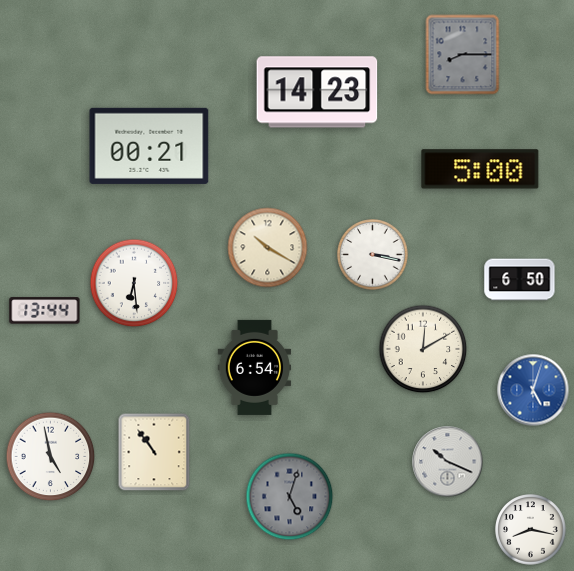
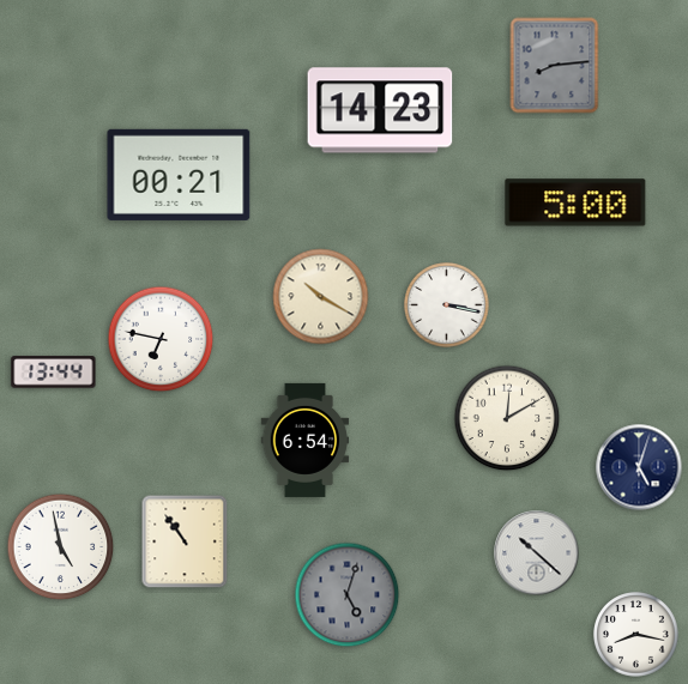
clock at (463, 55): 8:15 -> 8:14
clock at (520, 280): 6:50 -> none
clock at (134, 283): 6:29 -> 6:47
clock at (533, 390) dial: blue -> navy
clock at (448, 462): 10:19 -> 10:22
